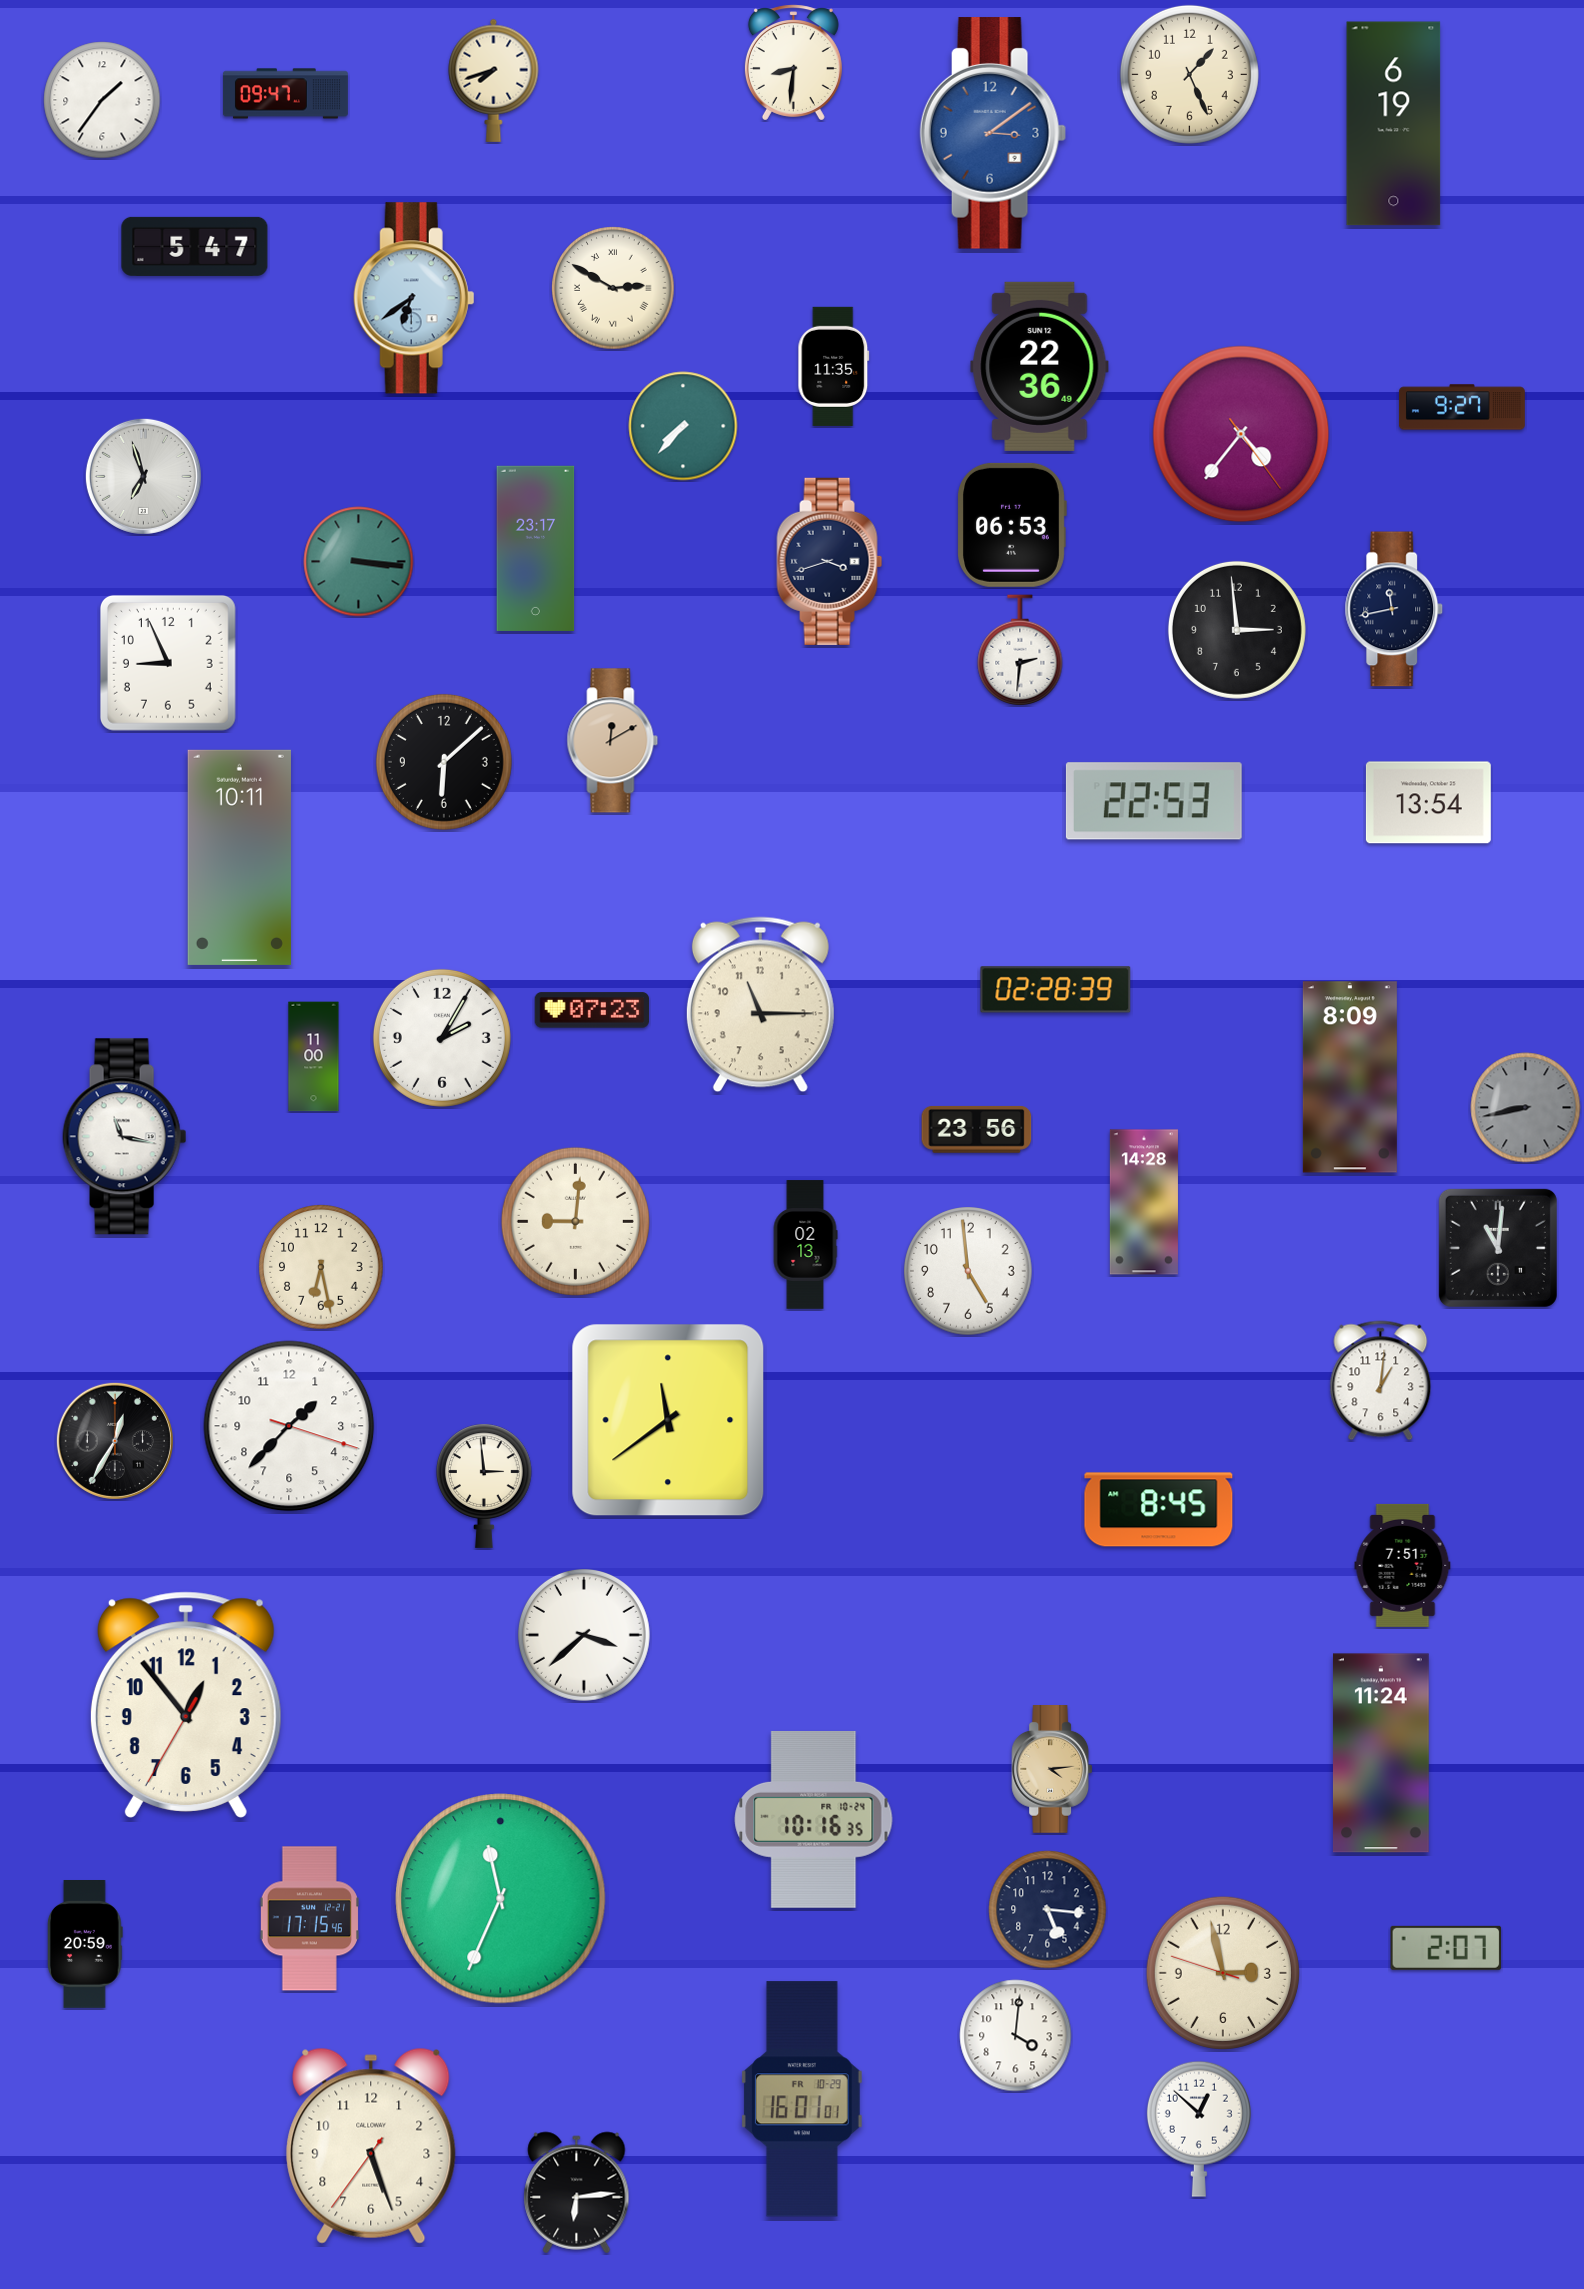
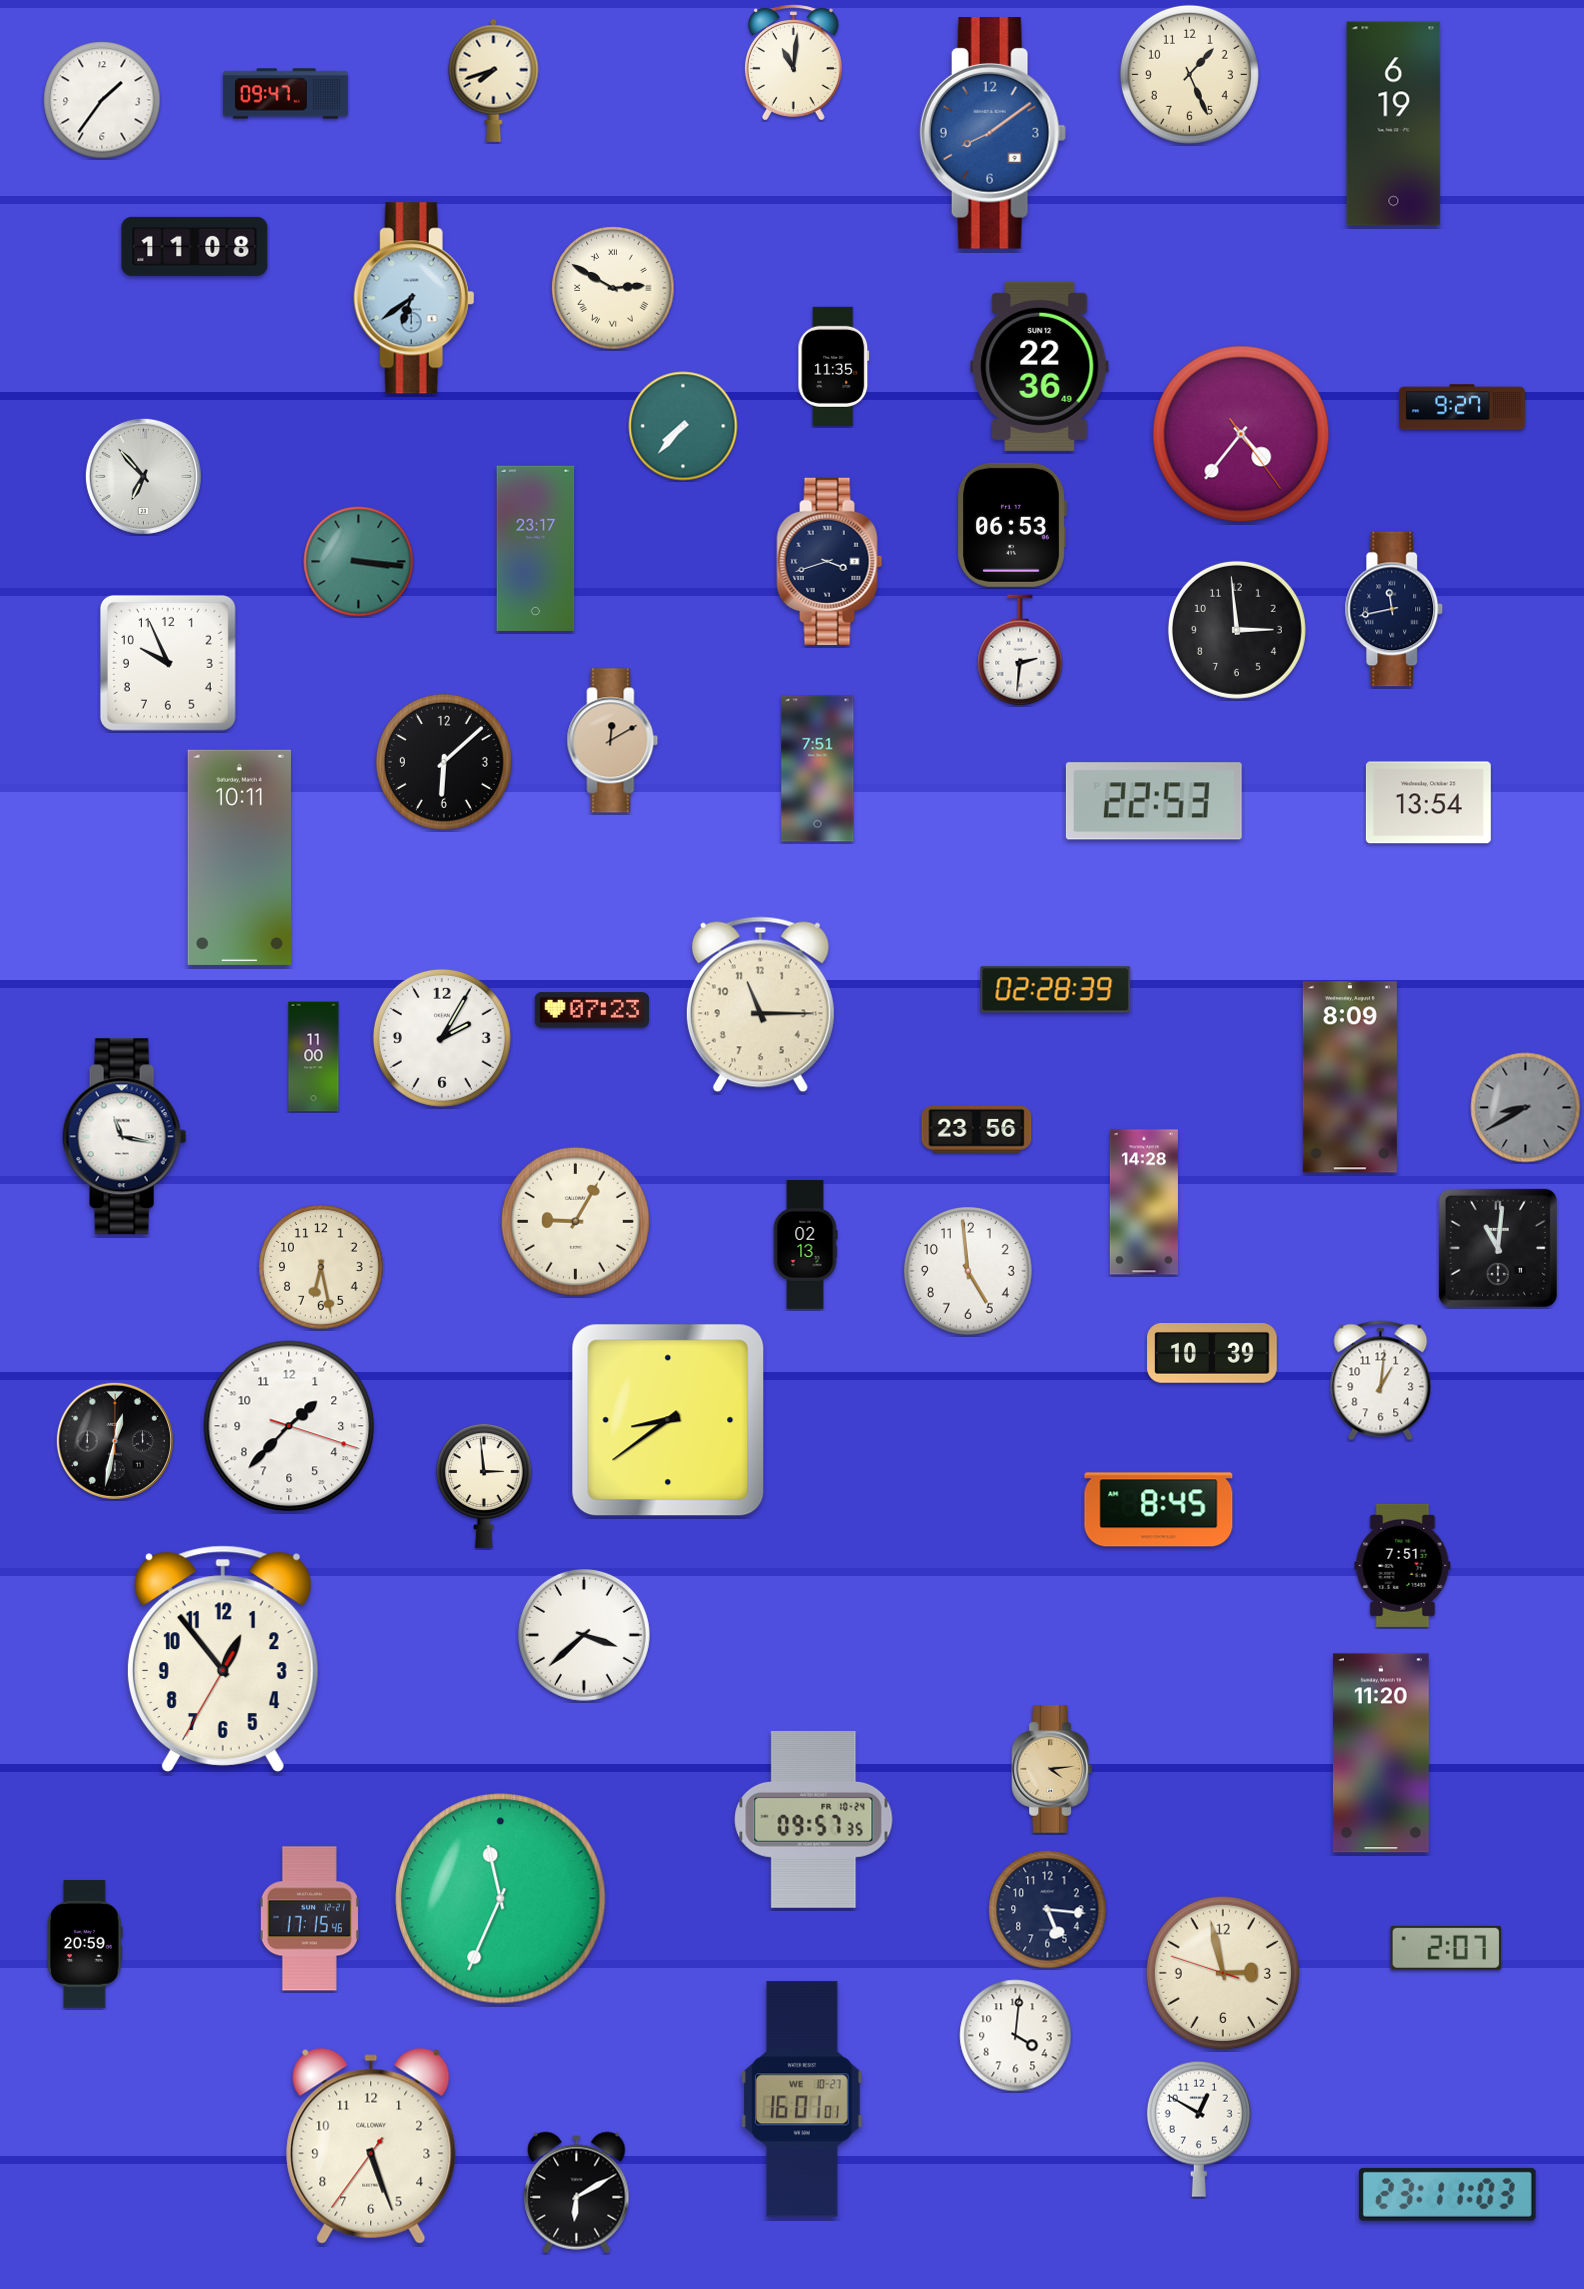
clock at (793, 63): 8:31 -> 11:01
clock at (993, 133): 3:09 -> 8:09
clock at (195, 246): 5:47 -> 11:08
clock at (143, 476): 6:57 -> 6:53
clock at (168, 663): 8:56 -> 9:56
clock at (818, 769): none -> 7:51
clock at (1526, 1108): 8:43 -> 8:40
clock at (575, 1221): 9:01 -> 9:05
clock at (1212, 1354): none -> 10:39
clock at (668, 1420): 11:39 -> 8:39
clock at (115, 1441): 12:35 -> 12:32
clock at (186, 1705) position: (186, 1705) -> (223, 1659)
clock at (1381, 1753): 11:24 -> 11:20
clock at (814, 1819): 10:16 -> 09:57
clock at (802, 2099) date: FR 10-29 -> WE 10-27
clock at (1199, 2129): 12:52 -> 12:50
clock at (577, 2193): 6:14 -> 6:10
clock at (1447, 2194): none -> 23:11
